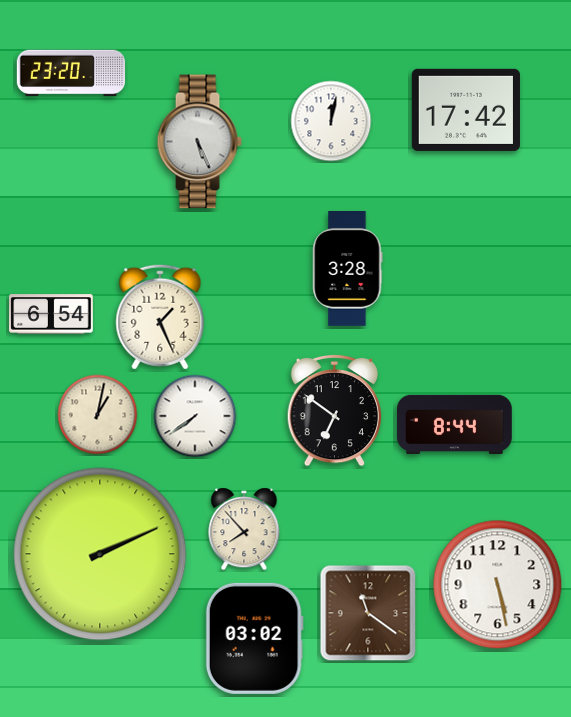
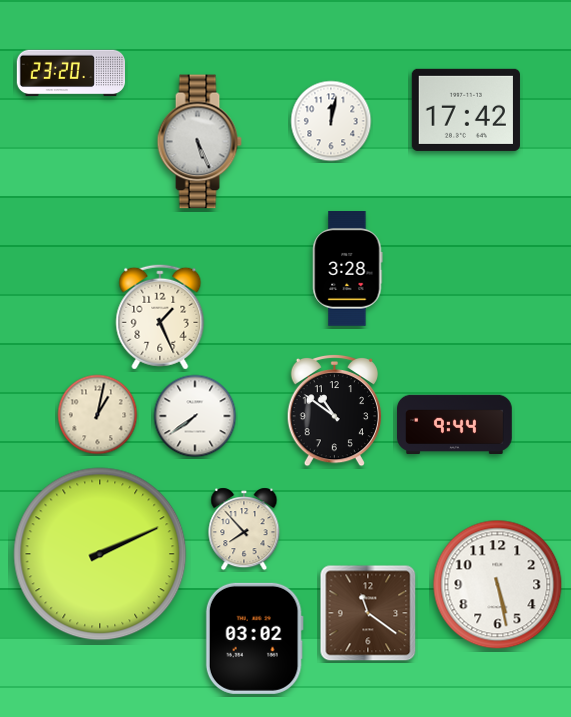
clock at (51, 314): 6:54 -> none
clock at (334, 410): 6:51 -> 10:51
clock at (455, 424): 8:44 -> 9:44
